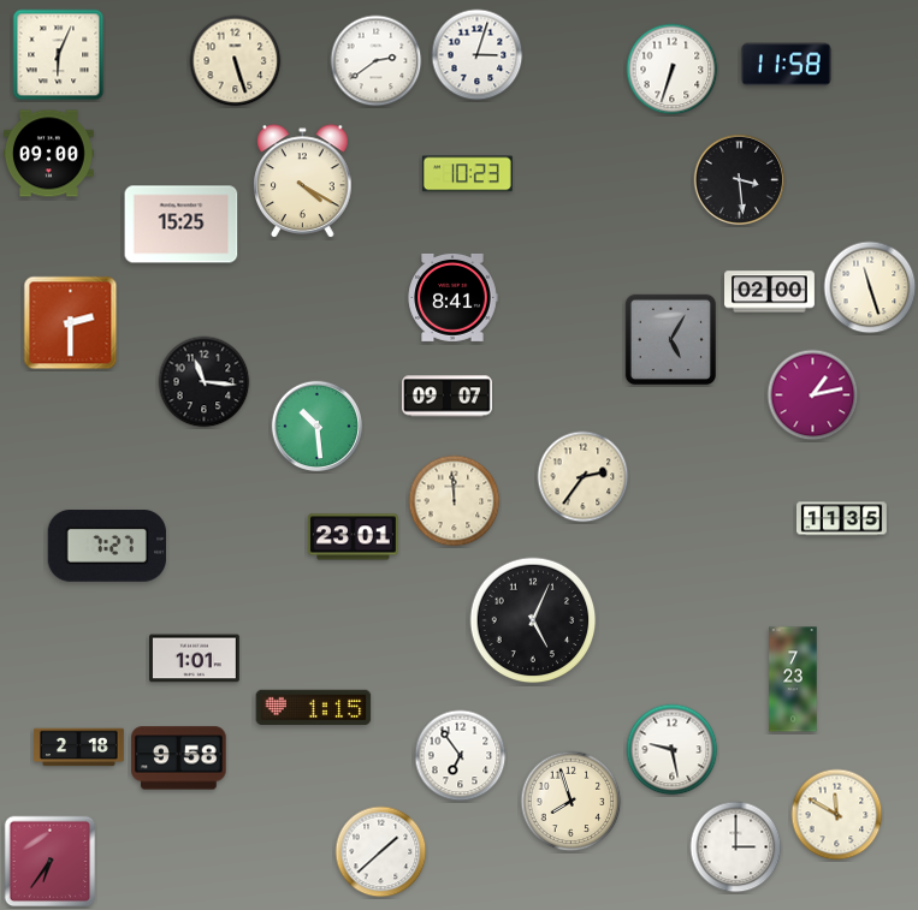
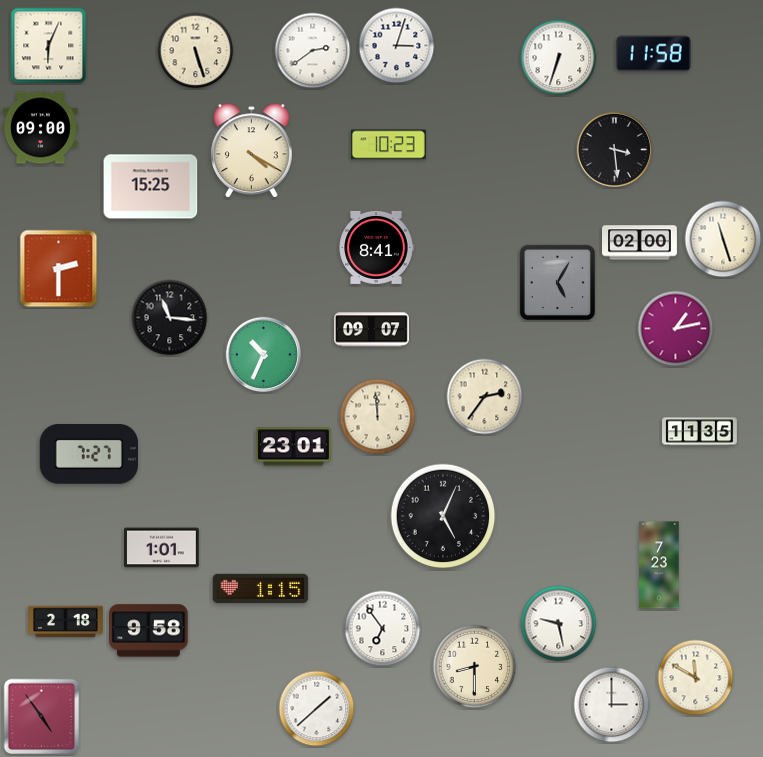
clock at (318, 427): 10:29 -> 10:34
clock at (571, 802): 7:57 -> 8:30
clock at (51, 862): 6:36 -> 4:54
